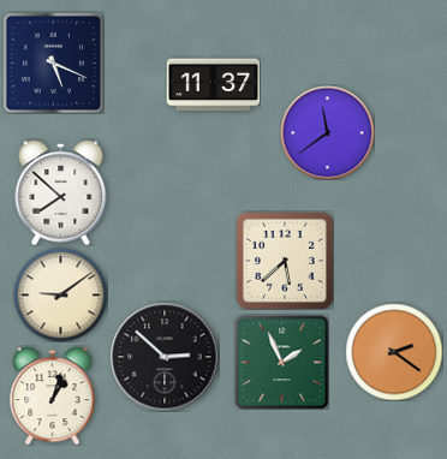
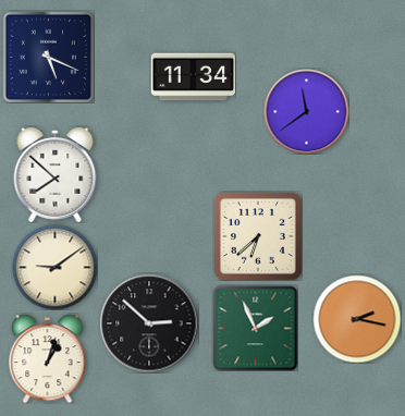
clock at (213, 85): 11:37 -> 11:34
clock at (327, 132) position: (327, 132) -> (306, 111)
clock at (285, 261): 5:38 -> 6:38
clock at (394, 352): 2:21 -> 2:17
